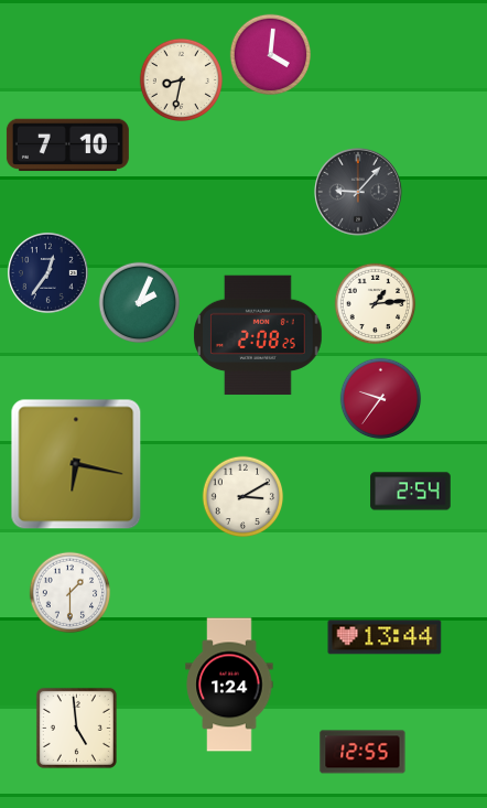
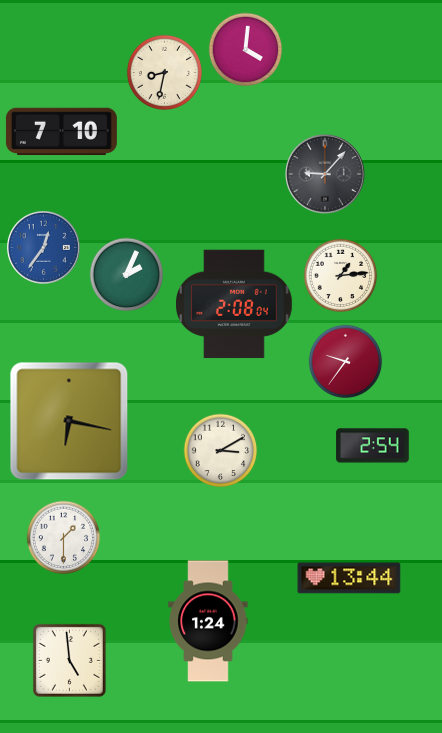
clock at (47, 272) dial: navy -> blue
clock at (259, 335): 2:08:25 -> 2:08:04
clock at (362, 752): 12:55 -> none
